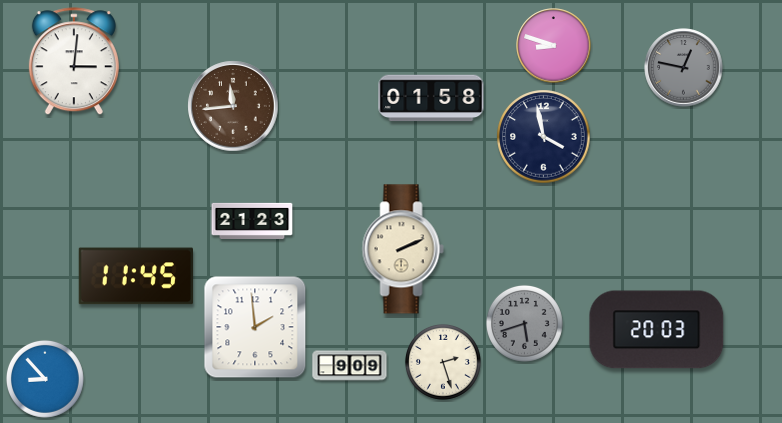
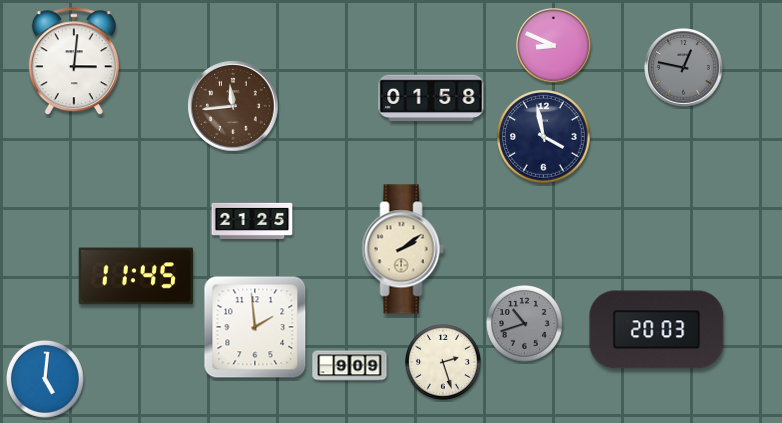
clock at (554, 46): 8:48 -> 8:49
clock at (252, 220): 21:23 -> 21:25
clock at (403, 249): 2:11 -> 2:09
clock at (524, 323): 5:42 -> 10:42
clock at (45, 379): 8:53 -> 5:01
